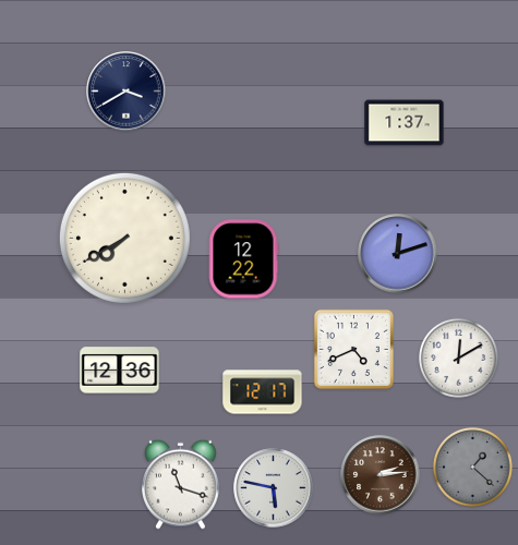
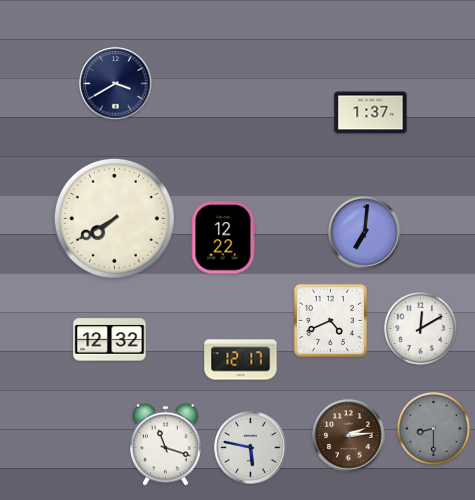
clock at (398, 254): 12:12 -> 7:01
clock at (353, 349) position: (353, 349) -> (330, 320)
clock at (120, 371): 12:36 -> 12:32
clock at (472, 467): 1:22 -> 8:30
